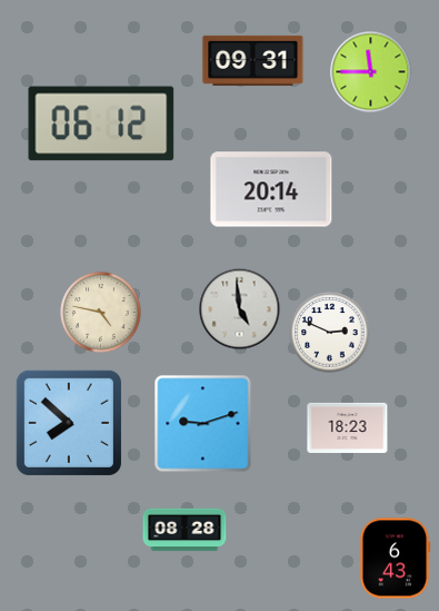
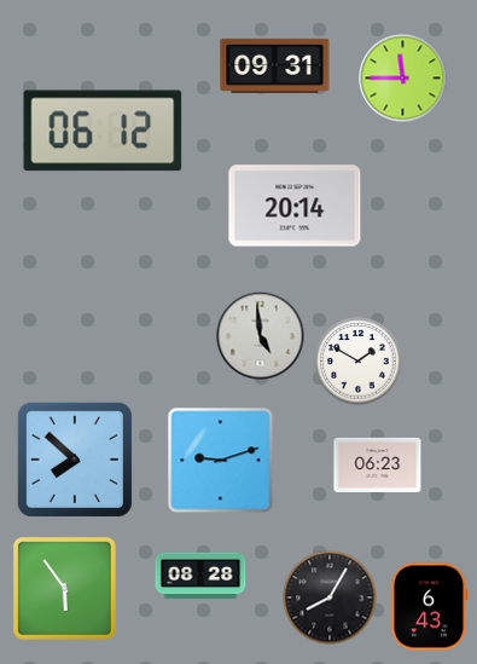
clock at (101, 124) position: (101, 124) -> (103, 131)
clock at (101, 313): 4:47 -> none
clock at (330, 333): 2:49 -> 1:50
clock at (348, 427): 18:23 -> 06:23
clock at (64, 588): none -> 5:54
clock at (330, 597): none -> 8:05
